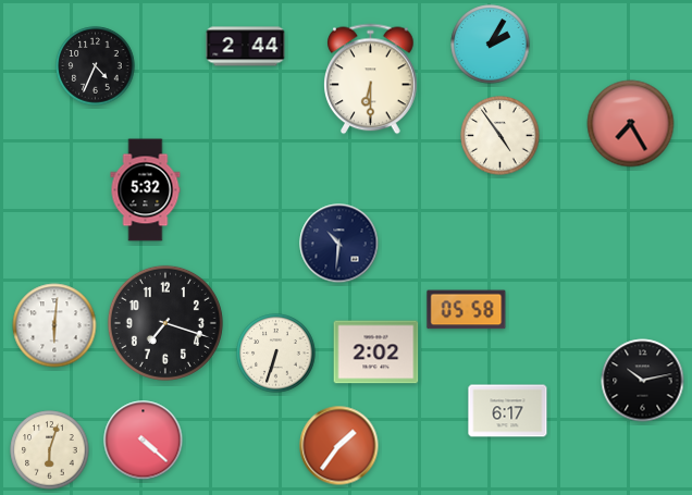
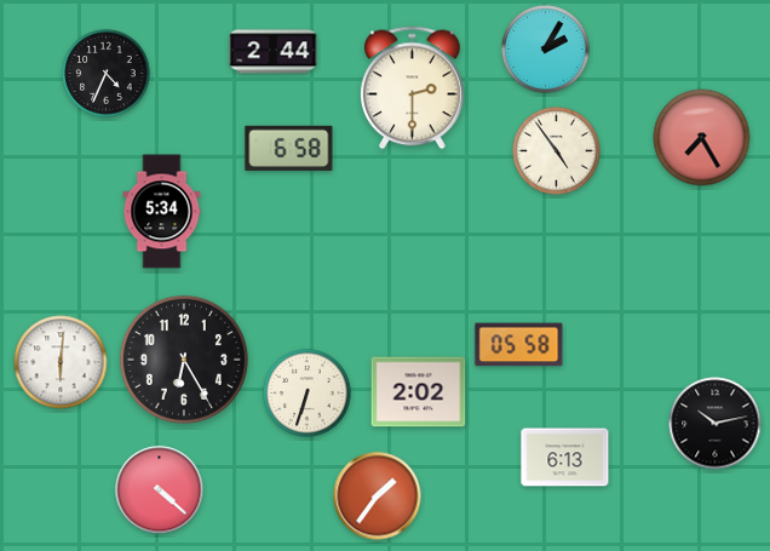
clock at (371, 79): 6:30 -> 2:30
clock at (289, 148): none -> 6:58
clock at (146, 190): 5:32 -> 5:34
clock at (339, 244): 10:31 -> none
clock at (165, 323): 7:18 -> 6:25
clock at (508, 411): 6:17 -> 6:13
clock at (50, 450): 6:03 -> none
